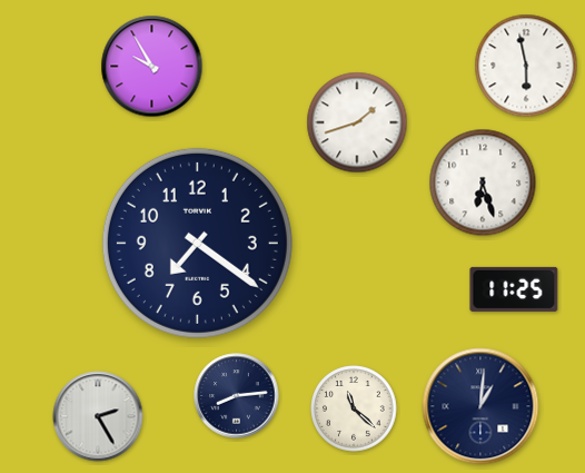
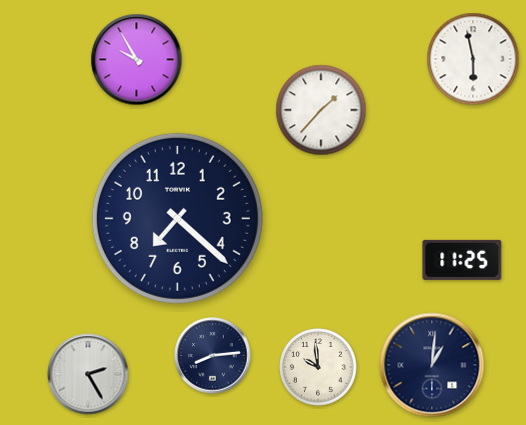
clock at (357, 122): 1:42 -> 1:37
clock at (483, 183): 6:27 -> none
clock at (197, 243): 7:21 -> 7:22
clock at (355, 410): 11:22 -> 9:59
